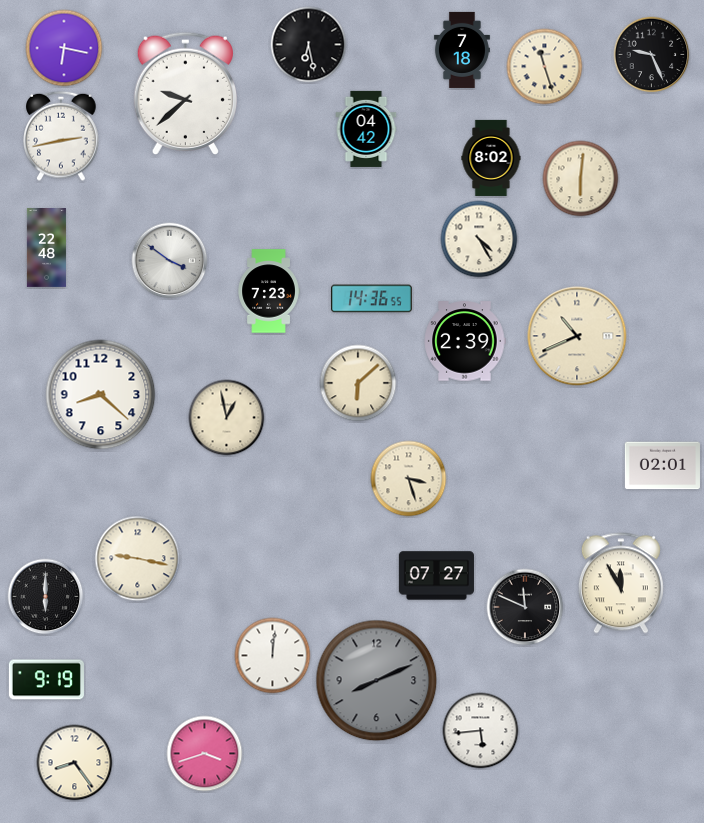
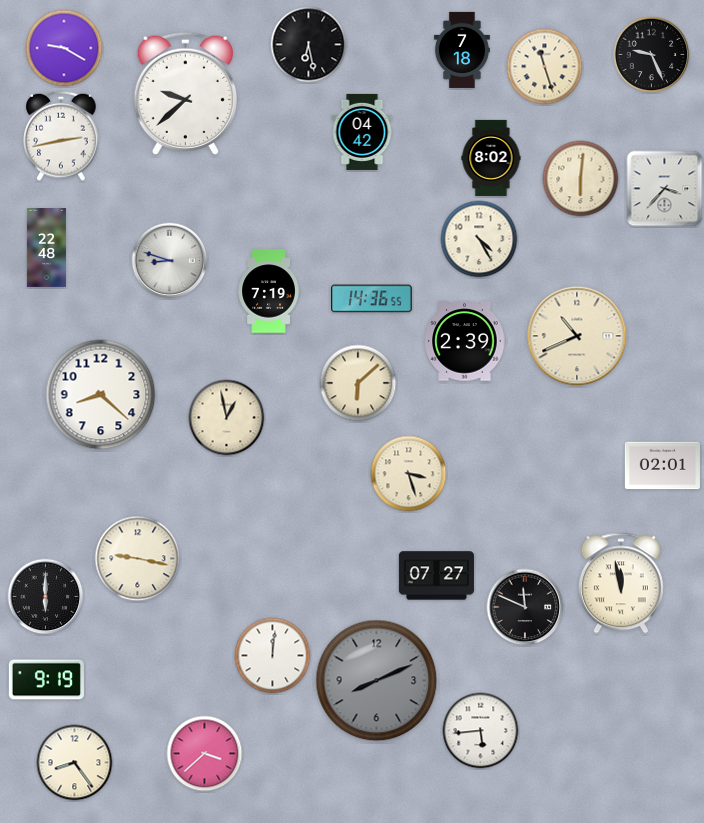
clock at (64, 48): 6:17 -> 9:20
clock at (366, 129) position: (366, 129) -> (362, 132)
clock at (665, 189): none -> 3:37
clock at (170, 261): 3:51 -> 8:48
clock at (269, 291): 7:23 -> 7:19
clock at (409, 479) position: (409, 479) -> (409, 474)
clock at (621, 583): 11:55 -> 11:58
clock at (205, 754): 3:42 -> 3:38
